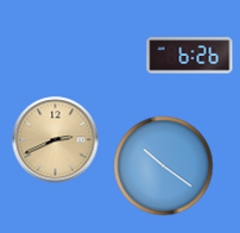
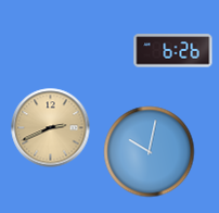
clock at (164, 166): 10:21 -> 10:02
